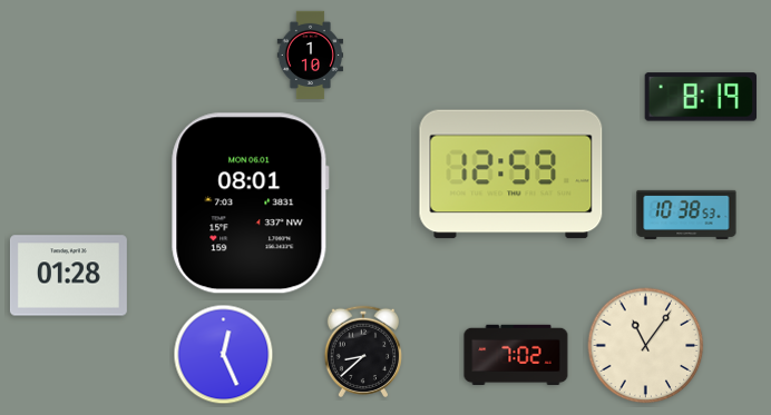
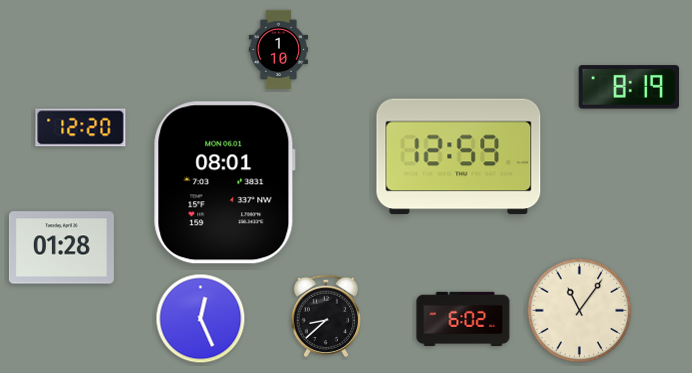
clock at (81, 128): none -> 12:20
clock at (686, 215): 10:38 -> none
clock at (516, 354): 7:02 -> 6:02
